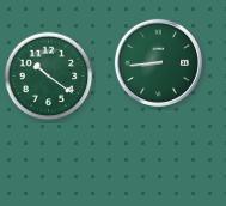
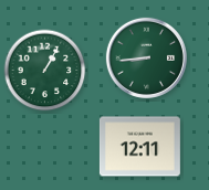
clock at (49, 77): 10:21 -> 1:05
clock at (139, 147): none -> 12:11
